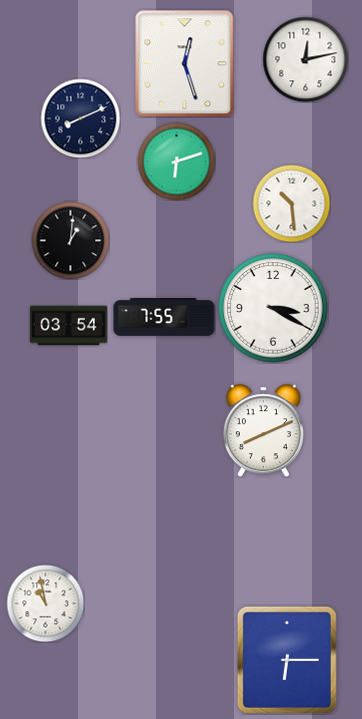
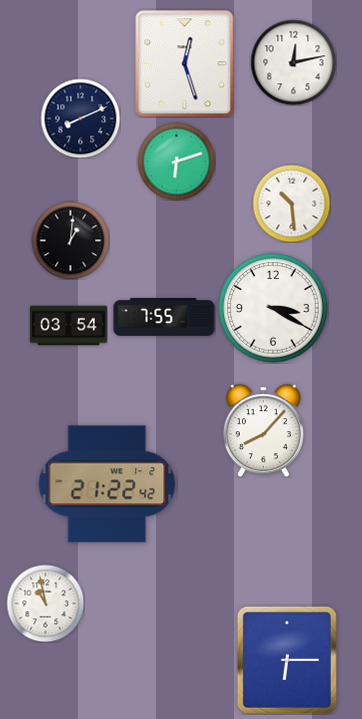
clock at (305, 59) position: (305, 59) -> (293, 62)
clock at (263, 430): 8:11 -> 8:07
clock at (107, 484): none -> 21:22
